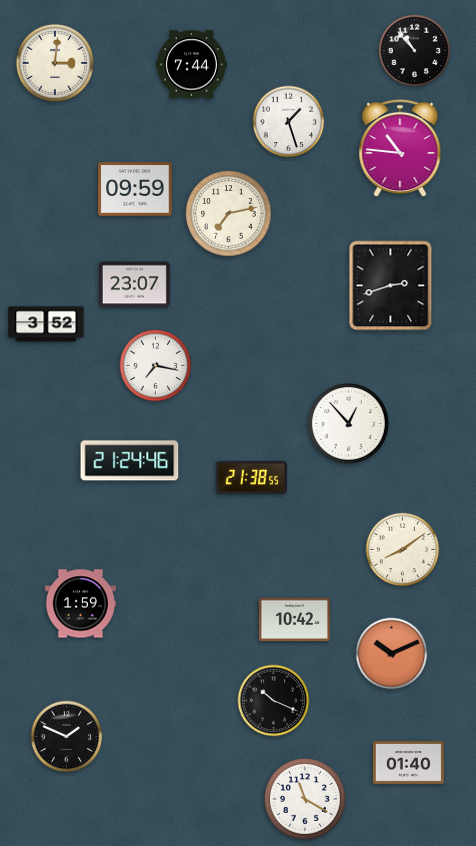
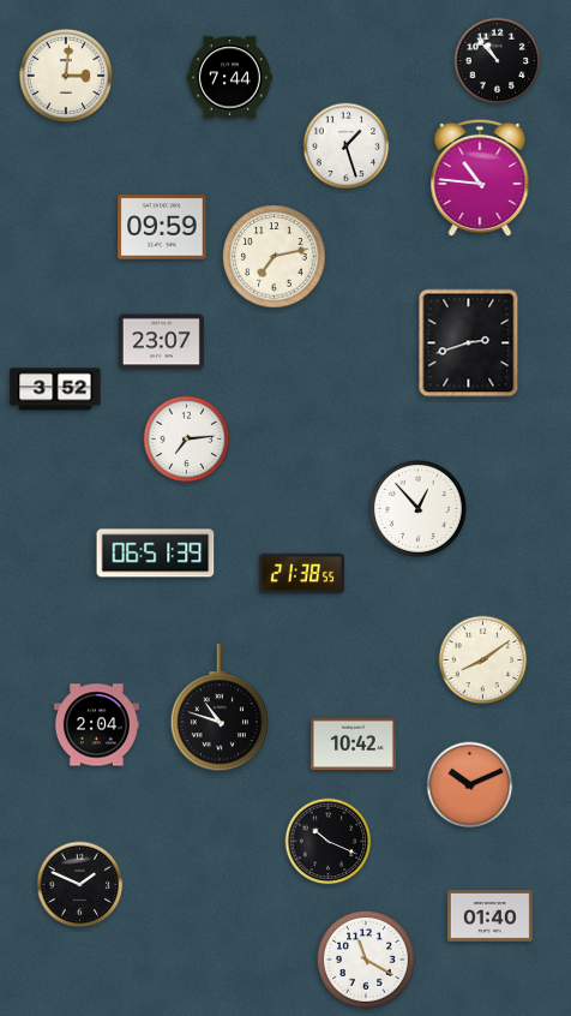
clock at (156, 366): 7:17 -> 7:14
clock at (130, 461): 21:24 -> 06:51
clock at (220, 709): none -> 10:48
clock at (80, 604): 1:59 -> 2:04
